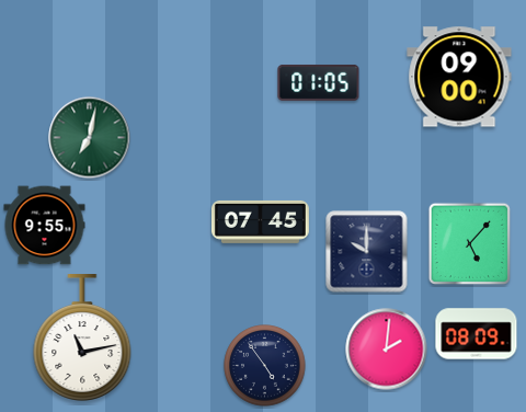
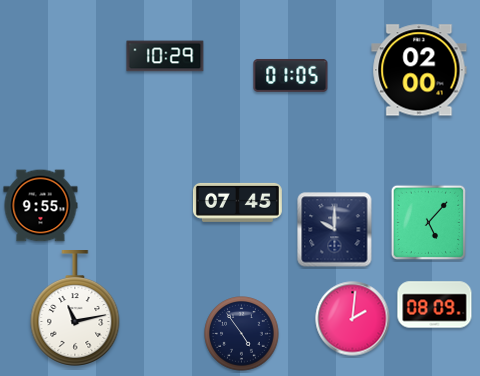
clock at (165, 56): none -> 10:29
clock at (459, 77): 09:00 -> 02:00
clock at (90, 138): 7:02 -> none
